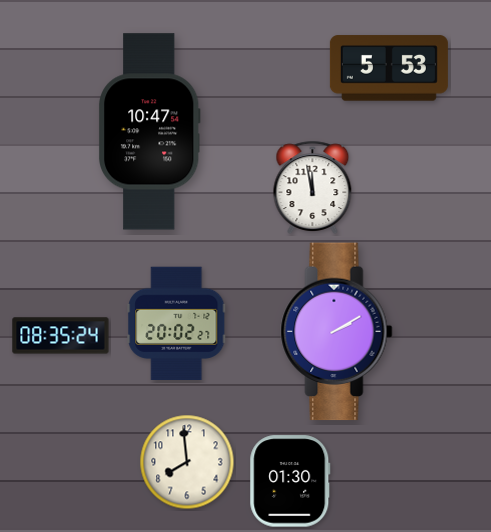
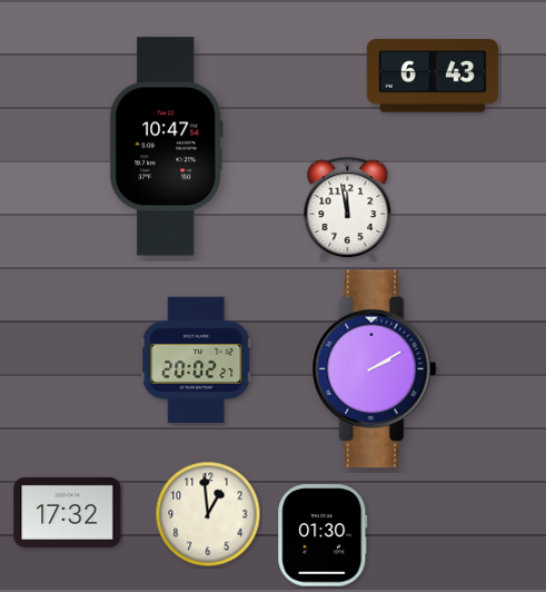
clock at (389, 68): 5:53 -> 6:43
clock at (61, 336): 08:35 -> none
clock at (68, 512): none -> 17:32
clock at (187, 462): 7:59 -> 12:59
